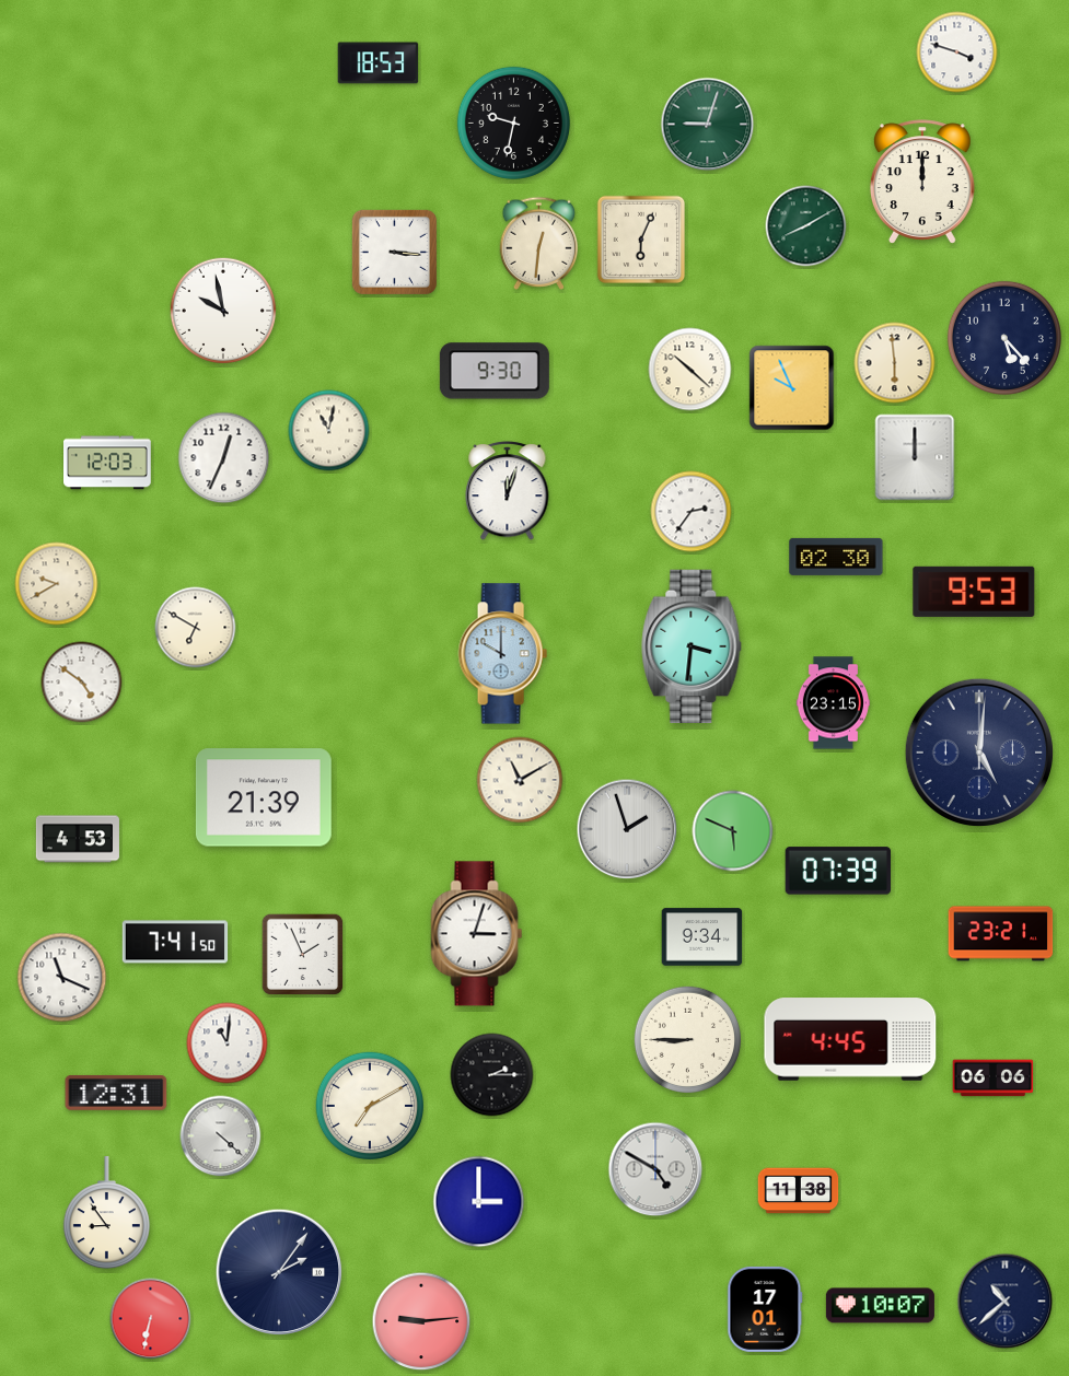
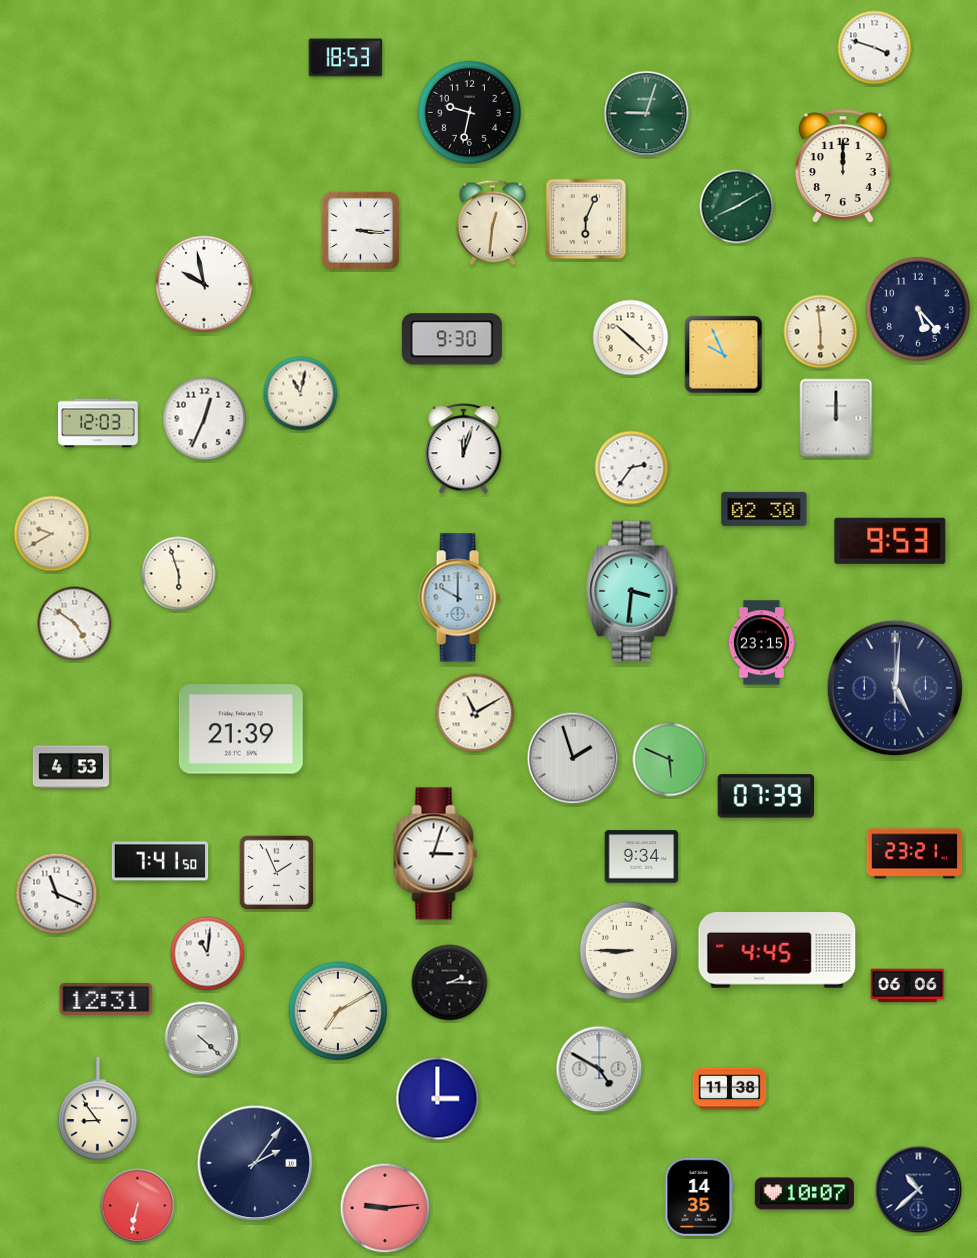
clock at (895, 363) position: (895, 363) -> (821, 332)
clock at (196, 628): 6:50 -> 5:57
clock at (765, 1309): 17:01 -> 14:35
